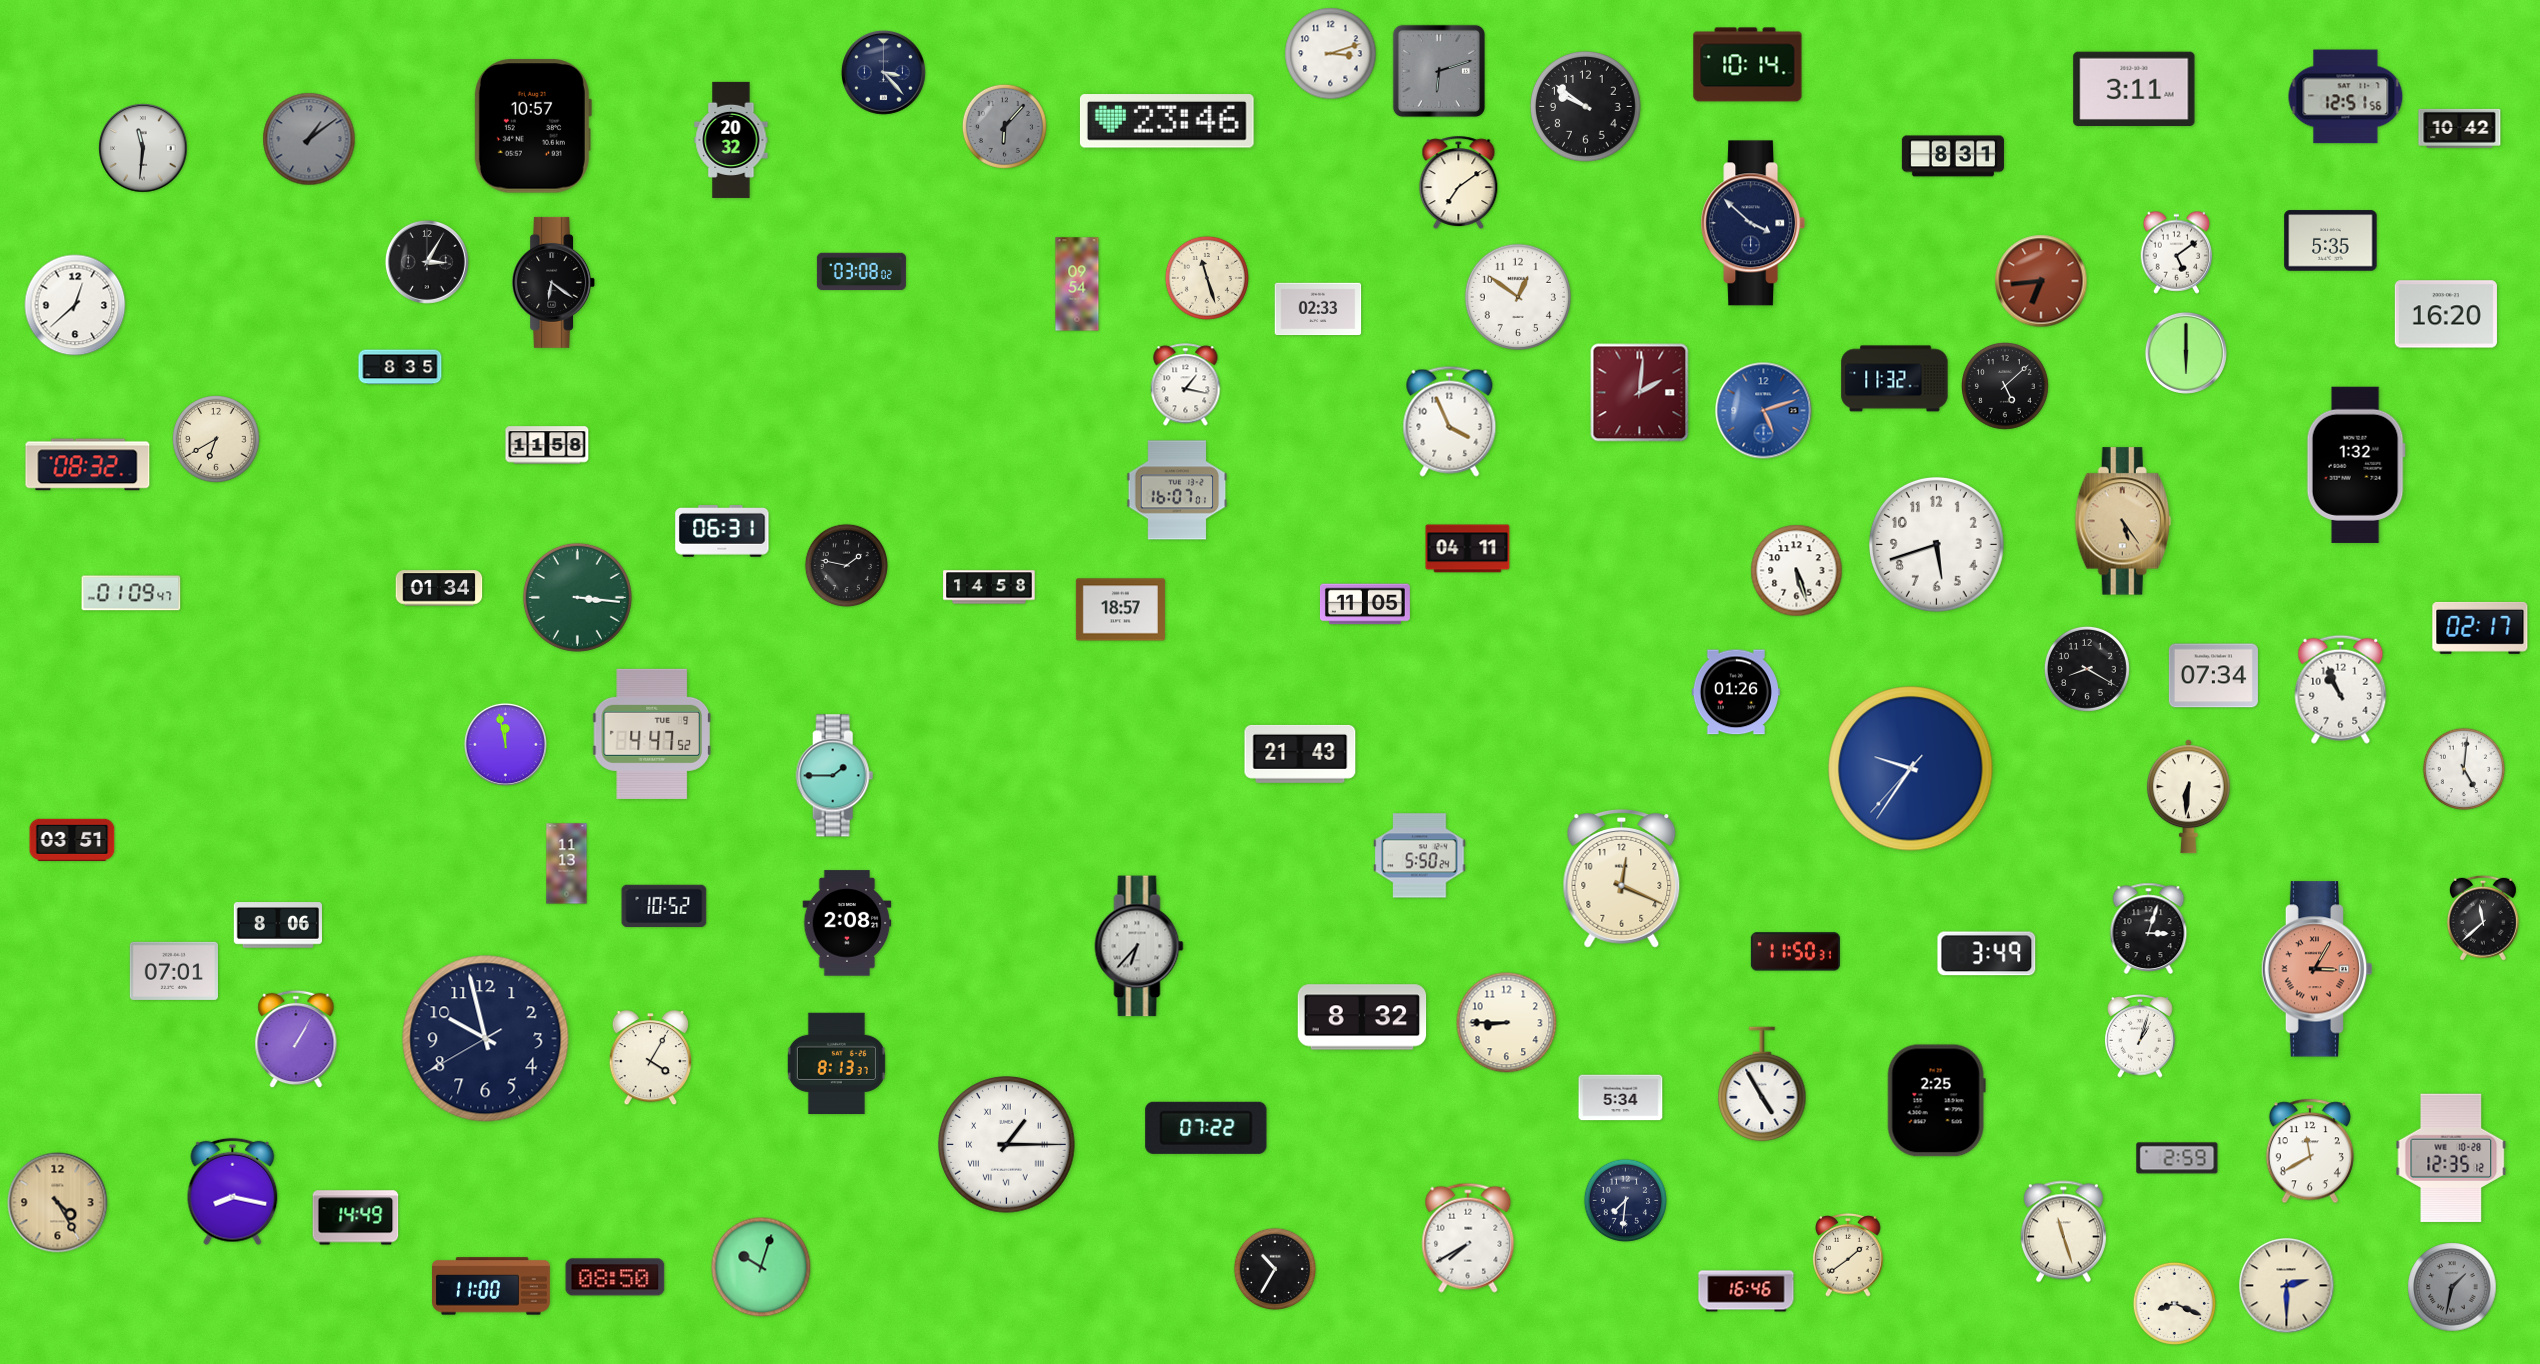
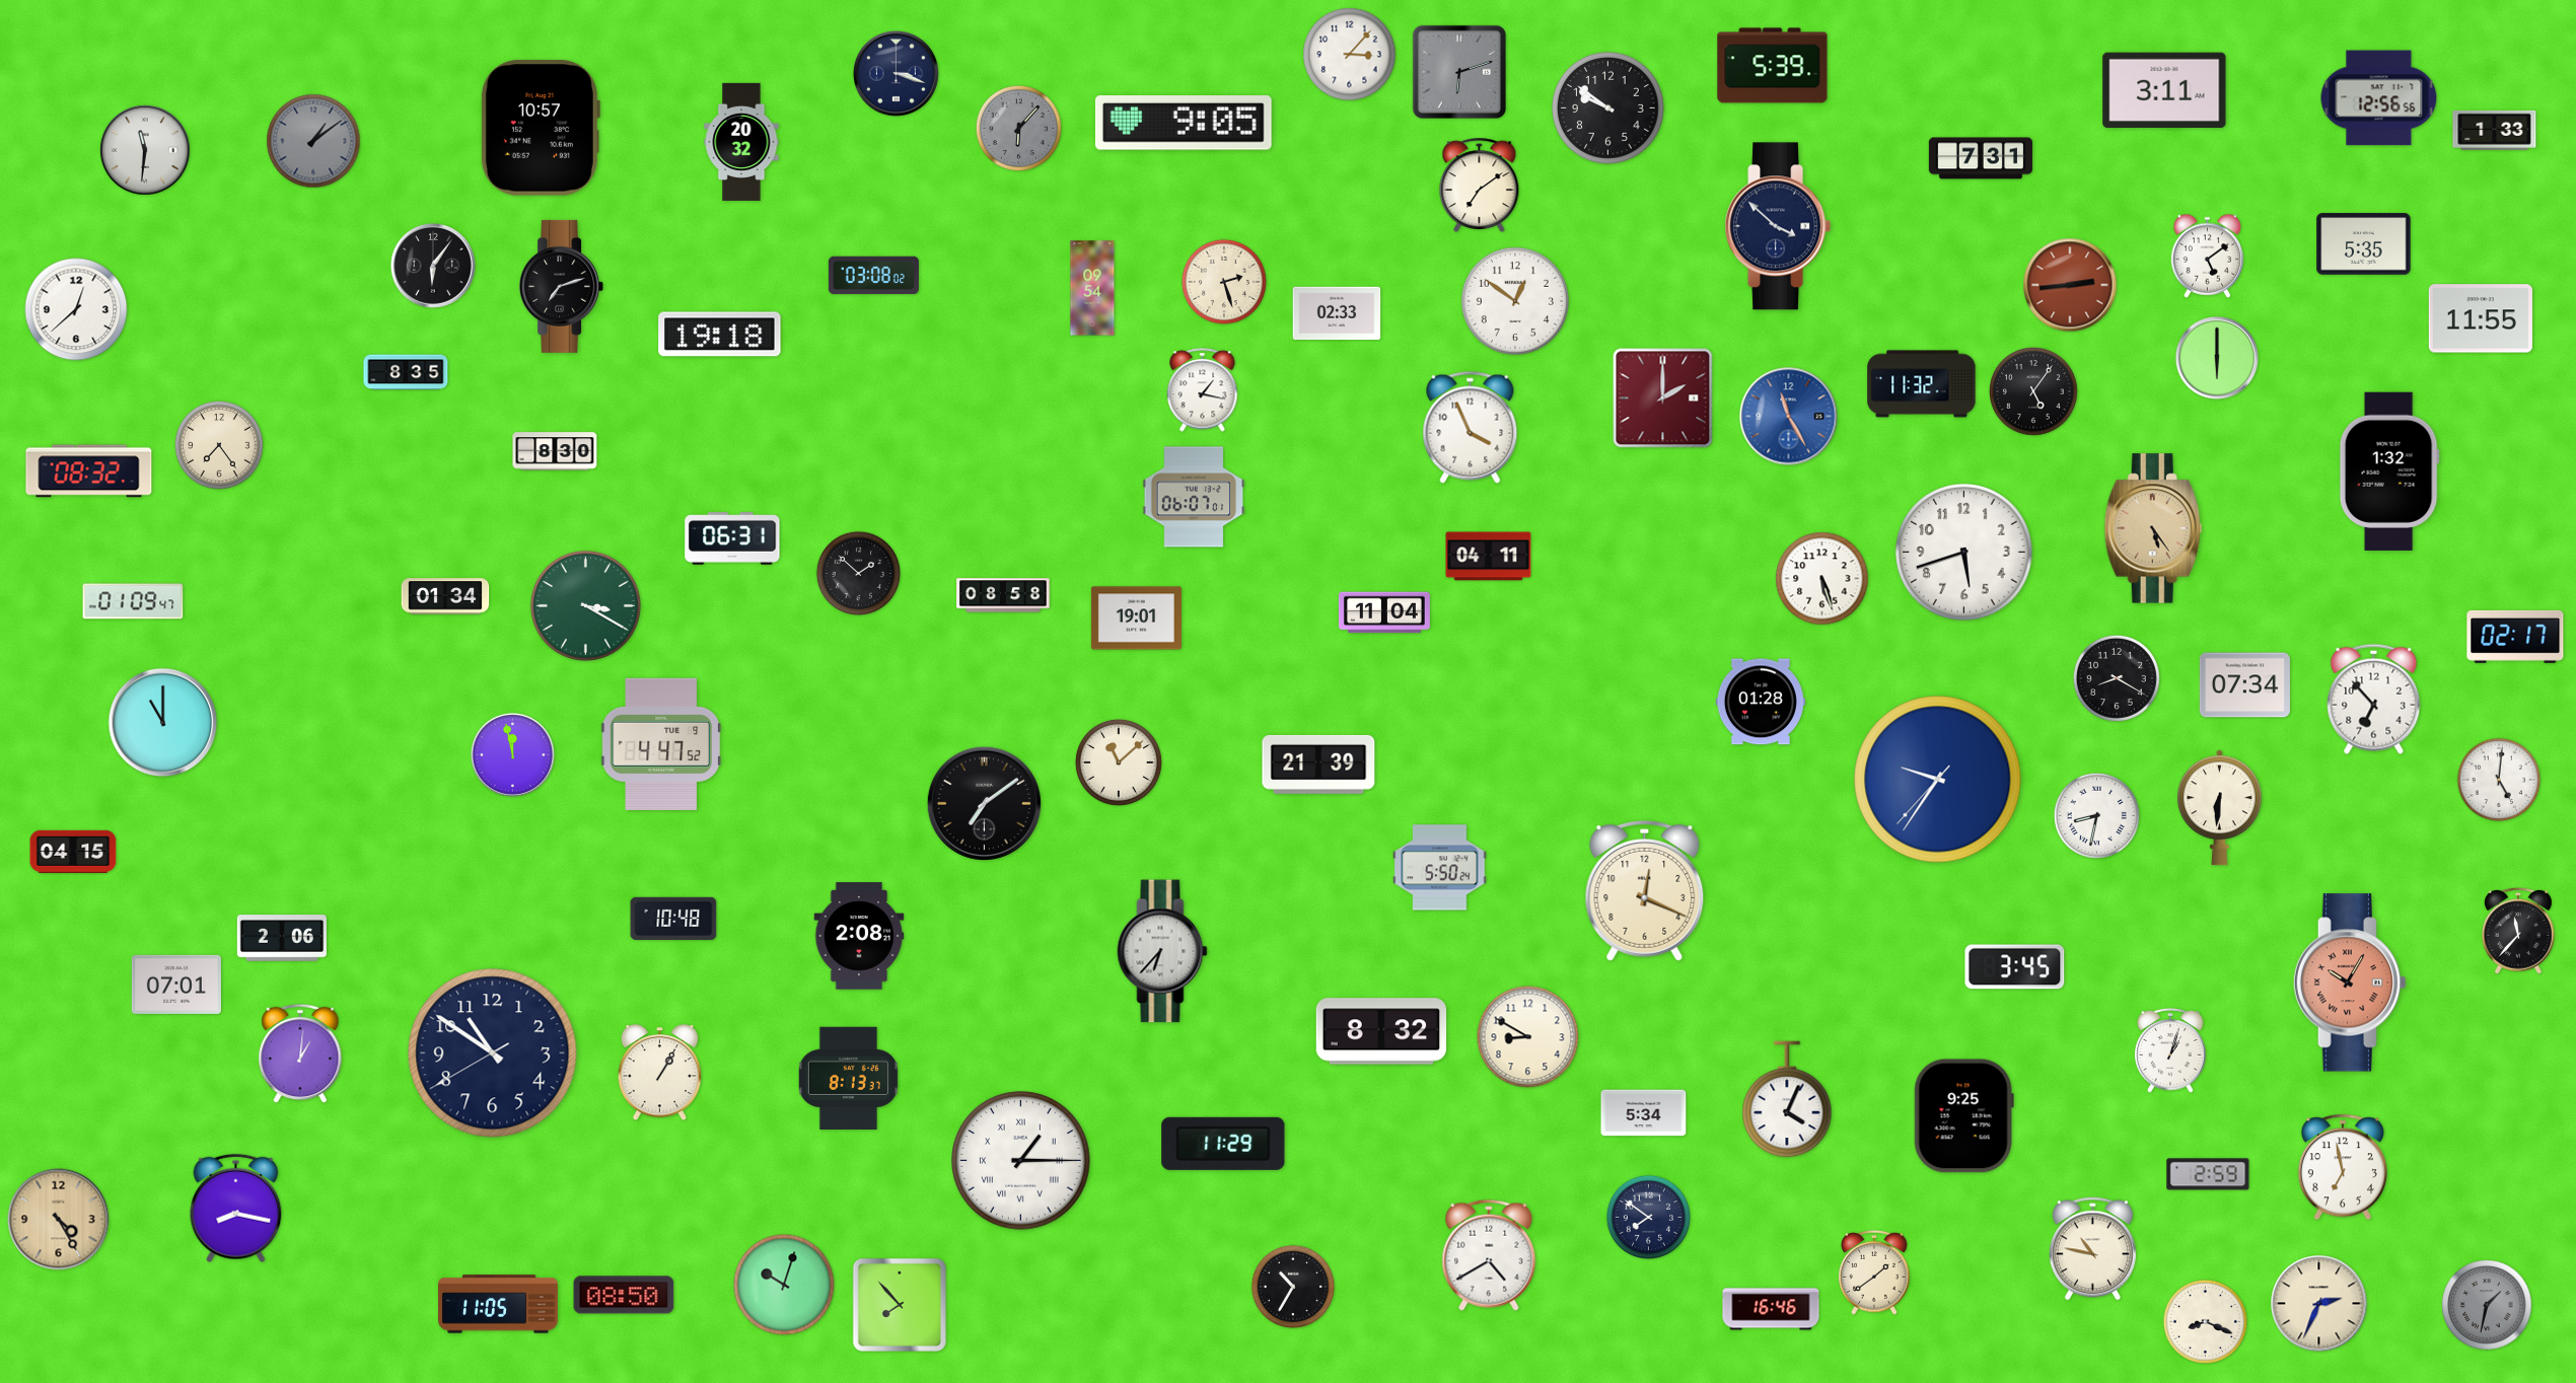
clock at (1331, 54): 3:12 -> 3:07
clock at (1748, 65): 10:14 -> 5:39
clock at (883, 72): 3:23 -> 3:18
clock at (2346, 97): 12:51 -> 12:56
clock at (1167, 121): 23:46 -> 9:05
clock at (2460, 128): 10:42 -> 1:33
clock at (1953, 156): 8:31 -> 7:31
clock at (427, 262): 3:05 -> 6:06
clock at (1207, 278): 11:27 -> 2:27
clock at (2041, 281): 6:44 -> 2:44
clock at (554, 282): 6:21 -> 7:12
clock at (1518, 297) position: (1518, 297) -> (1515, 301)
clock at (2446, 314): 16:20 -> 11:55
clock at (720, 335): none -> 19:18
clock at (2005, 386): 5:08 -> 5:06
clock at (1640, 393): 2:01 -> 2:00
clock at (1764, 411): 5:12 -> 11:25
clock at (216, 439): 6:40 -> 7:24
clock at (547, 445): 11:58 -> 8:30
clock at (1177, 490): 16:07 -> 06:07
clock at (846, 565): 1:47 -> 1:52
clock at (989, 587): 14:58 -> 08:58
clock at (577, 597): 3:16 -> 3:20
clock at (1365, 604): 11:05 -> 11:04
clock at (1120, 610): 18:57 -> 19:01
clock at (2341, 689): 10:56 -> 6:53
clock at (1736, 692): 01:26 -> 01:28
clock at (163, 723): none -> 11:00
clock at (1119, 762): none -> 11:08
clock at (1300, 754): 21:43 -> 21:39
clock at (835, 776): 1:45 -> none
clock at (984, 803): none -> 7:09
clock at (2096, 815): none -> 8:32
clock at (72, 840): 03:51 -> 04:15
clock at (567, 864): 11:13 -> none
clock at (664, 905): 10:52 -> 10:48
clock at (2483, 918): 11:38 -> 11:37
clock at (278, 925): 8:06 -> 2:06
clock at (2149, 928): 3:03 -> none
clock at (1139, 946) position: (1139, 946) -> (1162, 951)
clock at (1795, 952): 11:50 -> none
clock at (1987, 954): 3:49 -> 3:45
clock at (2317, 969): 3:05 -> 10:05
clock at (1507, 1023): 8:45 -> 8:50
clock at (296, 1039): 1:05 -> 1:01
clock at (486, 1039): 9:57 -> 10:50
clock at (651, 1059): 4:05 -> 1:05
clock at (1762, 1084): 4:55 -> 4:04
clock at (1936, 1101): 2:25 -> 9:25
clock at (1206, 1128): 07:22 -> 11:29
clock at (2310, 1151): 11:40 -> 6:58
clock at (2451, 1157): 12:35 -> none
clock at (1625, 1200): 7:31 -> 7:51
clock at (356, 1218): 14:49 -> none
clock at (2063, 1232): 11:27 -> 10:47
clock at (1468, 1238): 7:40 -> 4:40
clock at (761, 1267) position: (761, 1267) -> (784, 1285)
clock at (492, 1286): 11:00 -> 11:05
clock at (2287, 1286): 2:30 -> 2:34
clock at (900, 1305): none -> 7:53
